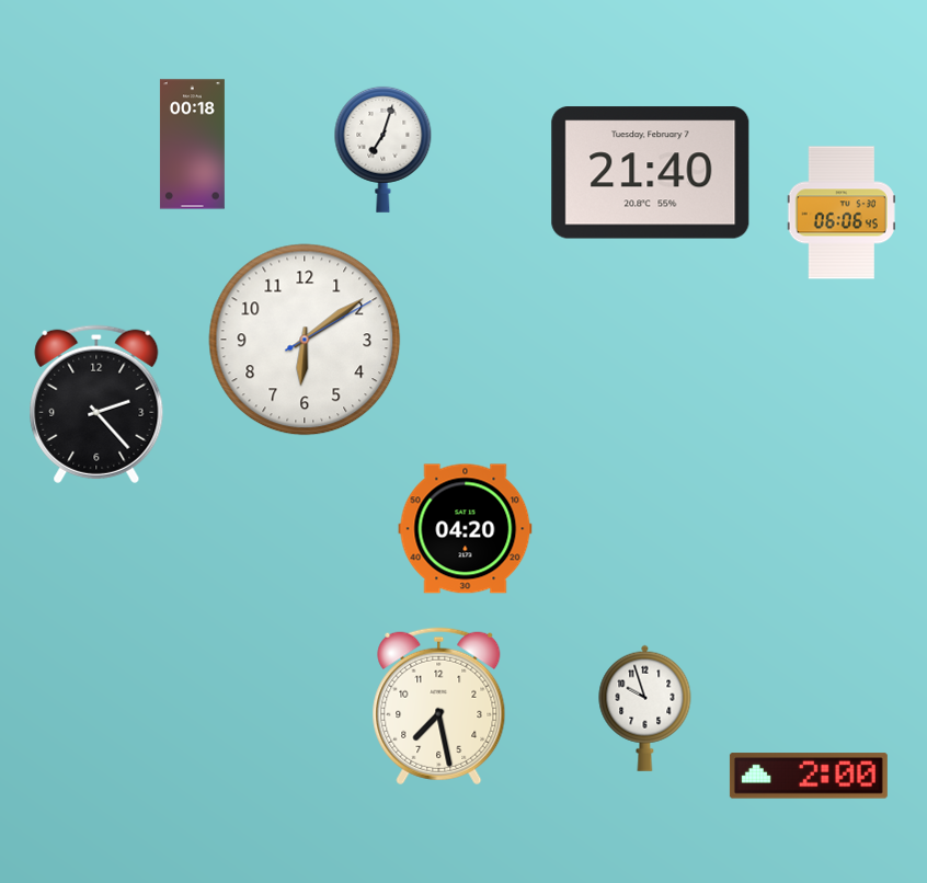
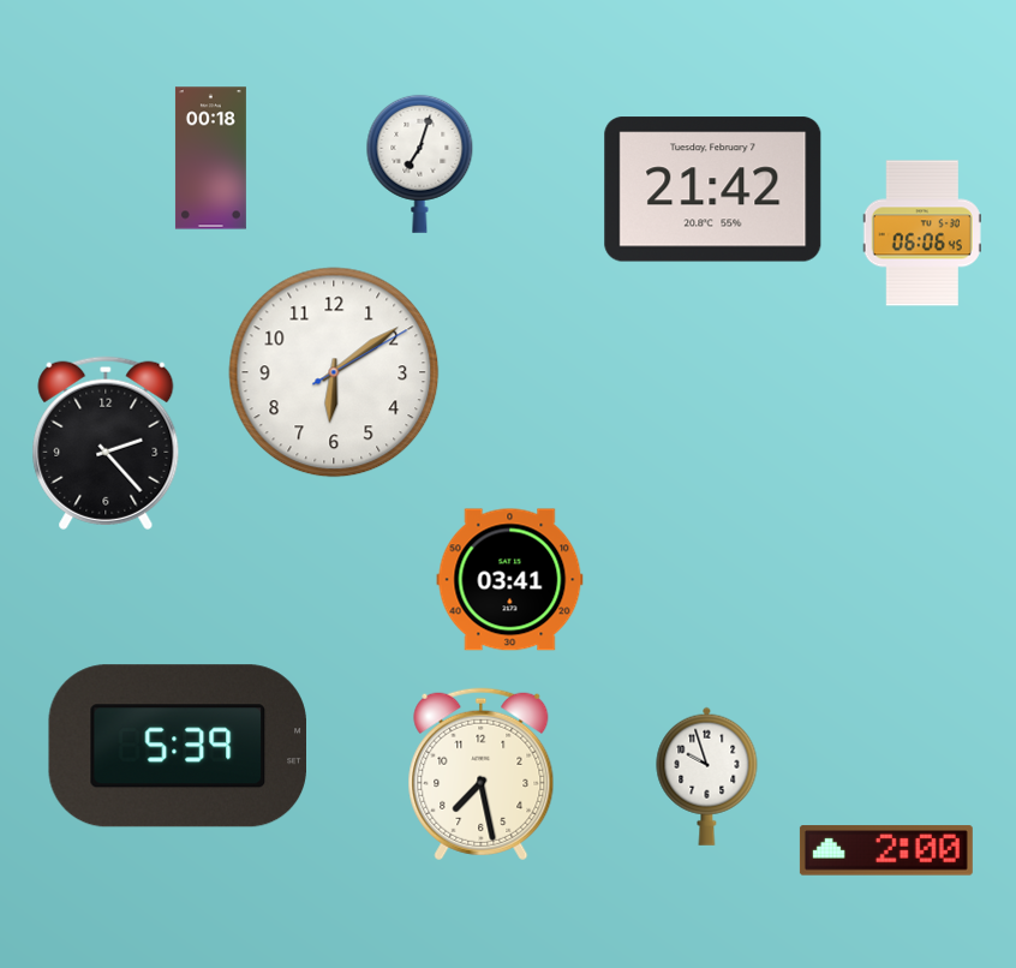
clock at (651, 173): 21:40 -> 21:42
clock at (466, 529): 04:20 -> 03:41
clock at (177, 746): none -> 5:39
